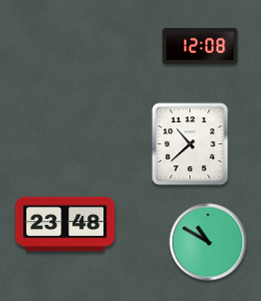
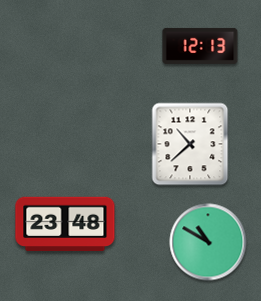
clock at (200, 46): 12:08 -> 12:13
